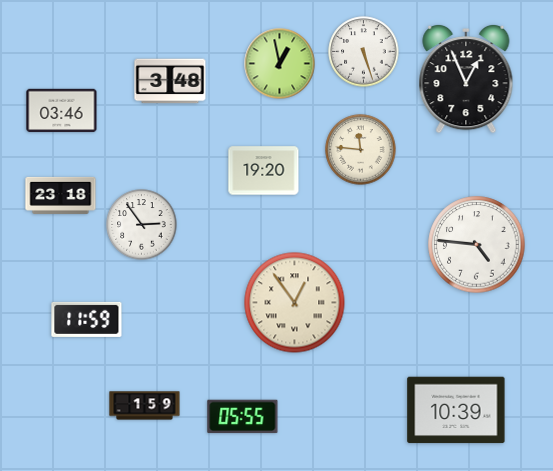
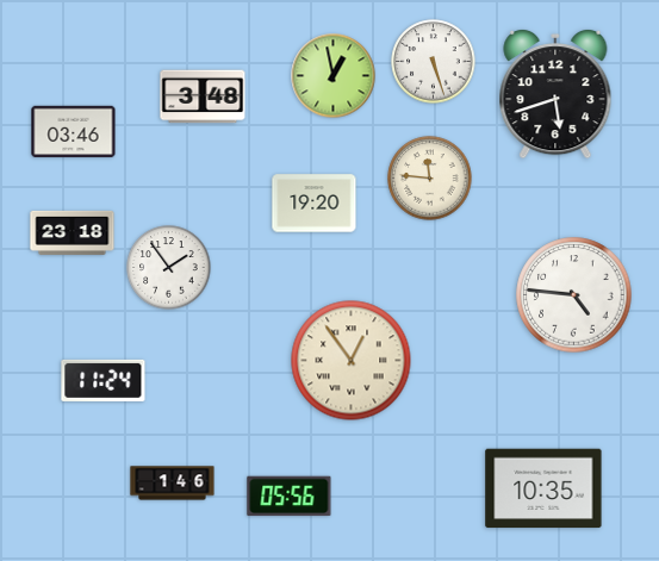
clock at (466, 79): 12:56 -> 5:42
clock at (142, 225): 2:54 -> 1:54
clock at (477, 245) position: (477, 245) -> (574, 295)
clock at (87, 319): 11:59 -> 11:24
clock at (145, 406): 1:59 -> 1:46
clock at (456, 410): 10:39 -> 10:35
clock at (243, 417): 05:55 -> 05:56
